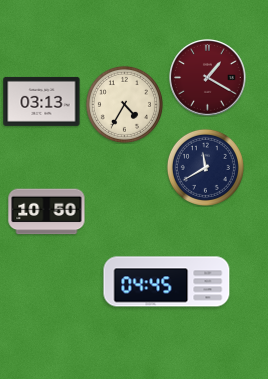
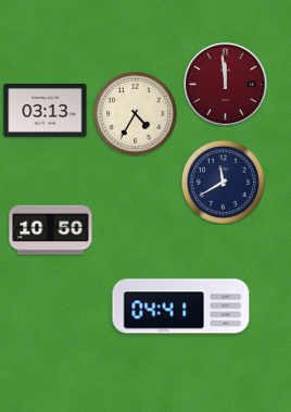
clock at (208, 78): 1:20 -> 11:59
clock at (167, 282): 04:45 -> 04:41
